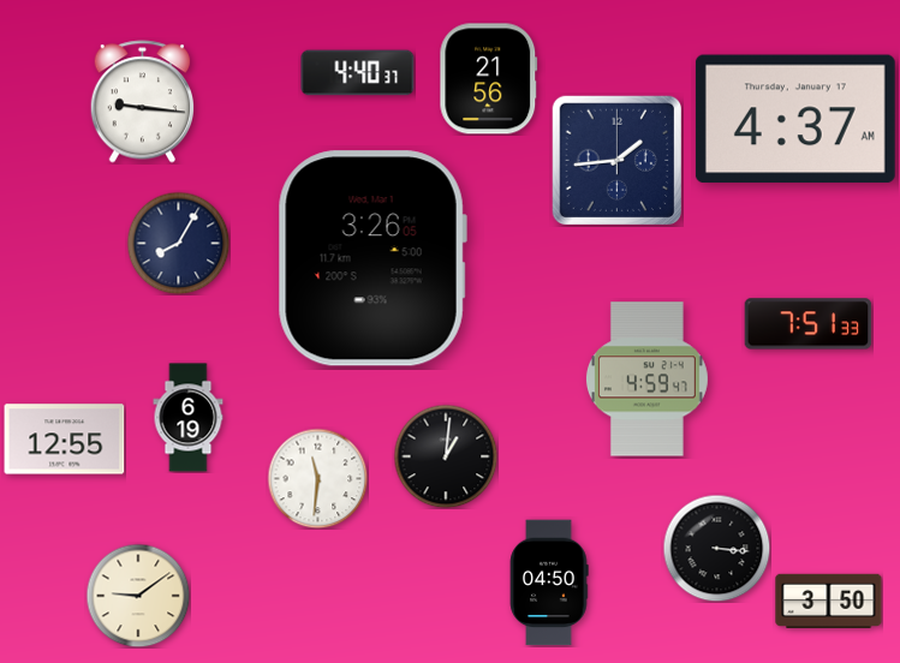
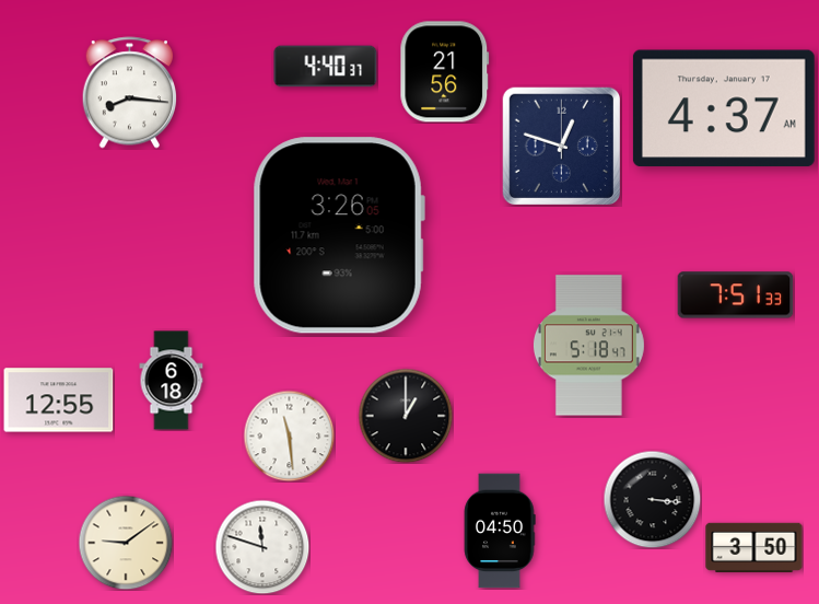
clock at (142, 102): 9:16 -> 8:16
clock at (616, 160): 1:44 -> 12:48
clock at (178, 243): 8:05 -> none
clock at (646, 380): 4:59 -> 5:18
clock at (189, 418): 6:19 -> 6:18
clock at (446, 456): 1:01 -> 1:00
clock at (317, 478): 11:31 -> 11:29
clock at (262, 547): none -> 11:48
